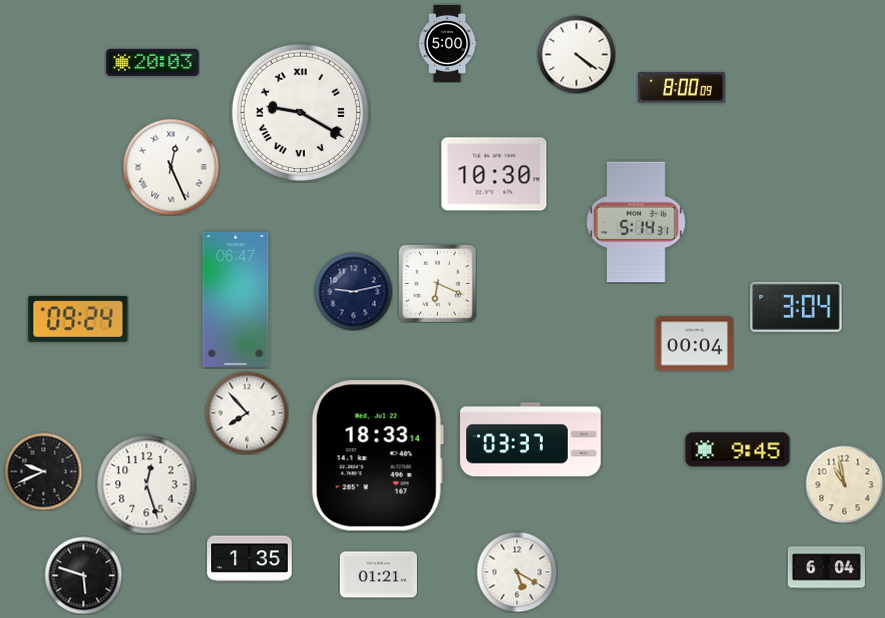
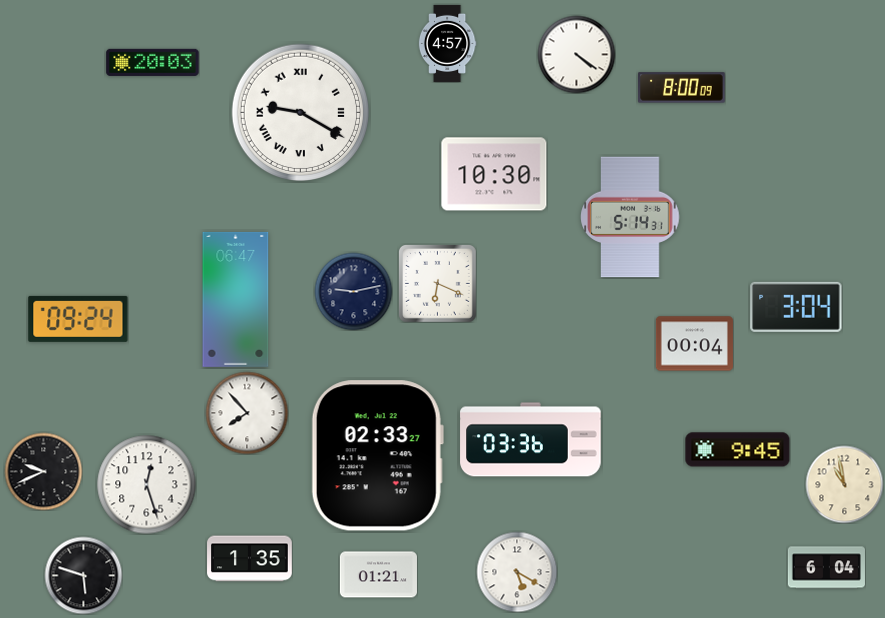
clock at (447, 43): 5:00 -> 4:57
clock at (171, 167): 12:26 -> none
clock at (636, 222) position: (636, 222) -> (630, 217)
clock at (531, 440): 03:37 -> 03:36
clock at (377, 456): 18:33 -> 02:33
